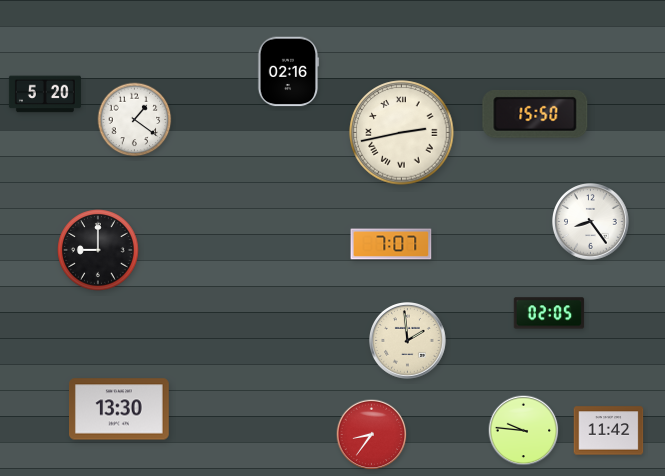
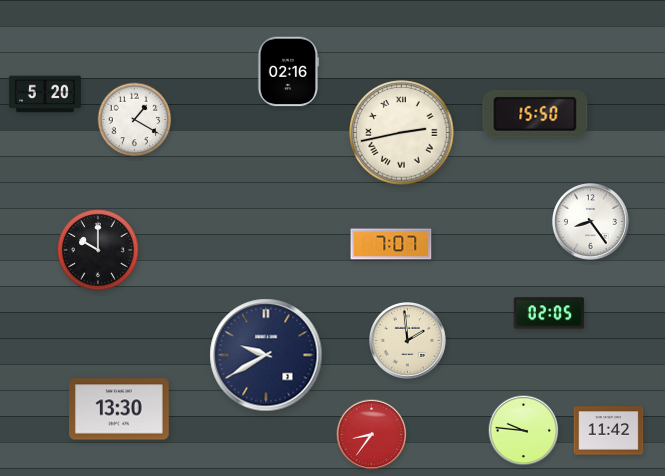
clock at (135, 120): 1:21 -> 1:20
clock at (98, 250): 9:00 -> 10:00
clock at (266, 355): none -> 9:40
